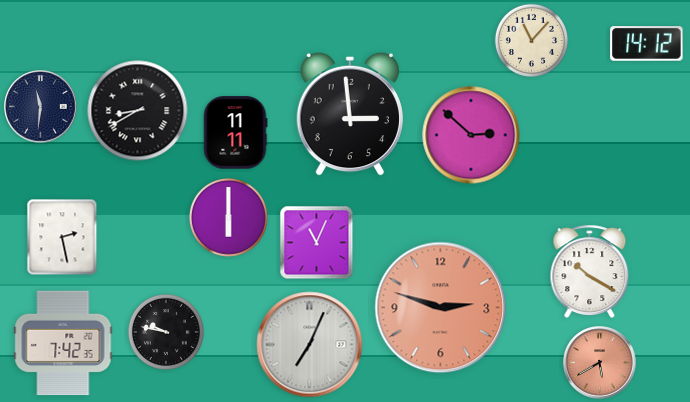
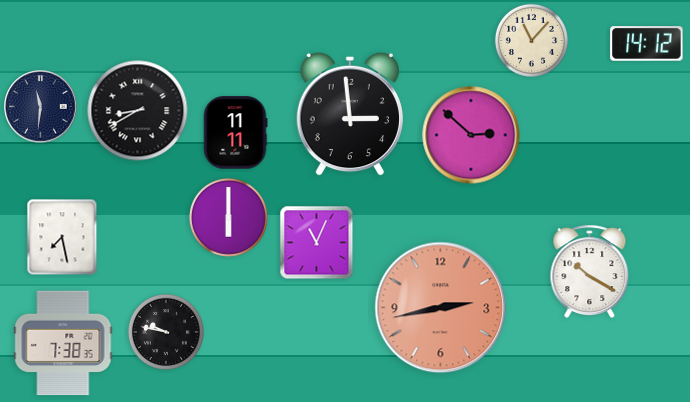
clock at (62, 237): 2:28 -> 7:28
clock at (441, 308): 2:48 -> 2:43
clock at (63, 343): 7:42 -> 7:38
clock at (310, 345): 7:04 -> none
clock at (600, 363): 5:40 -> none
